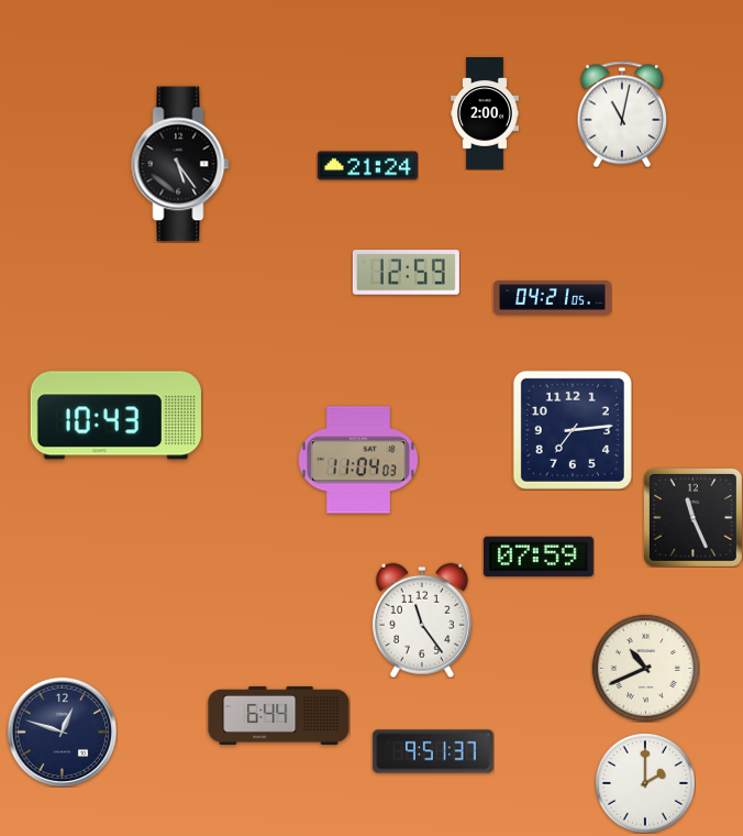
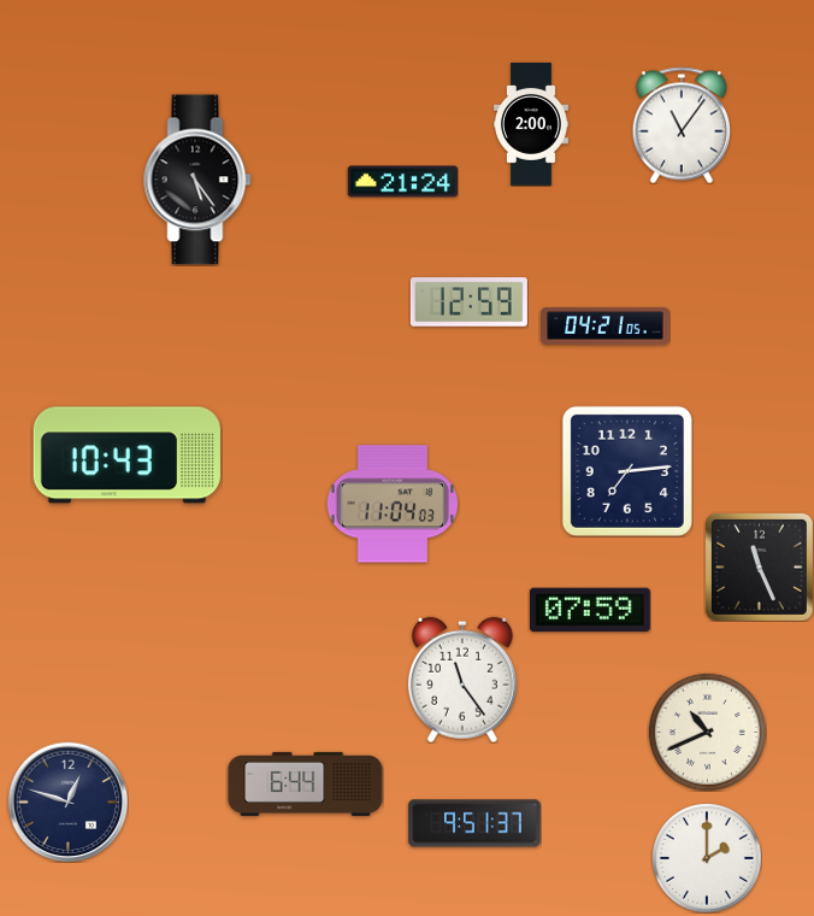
clock at (622, 114): 11:02 -> 11:06
clock at (406, 273) position: (406, 273) -> (468, 303)
